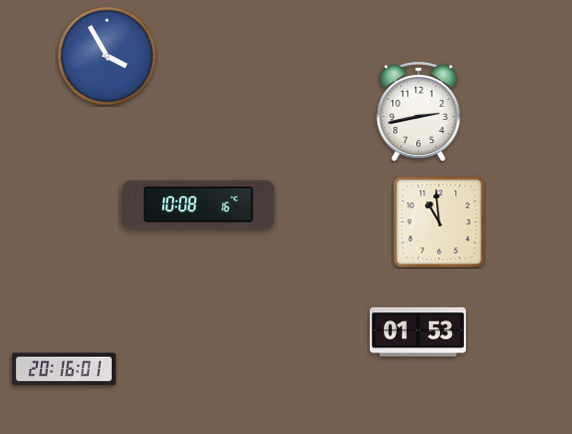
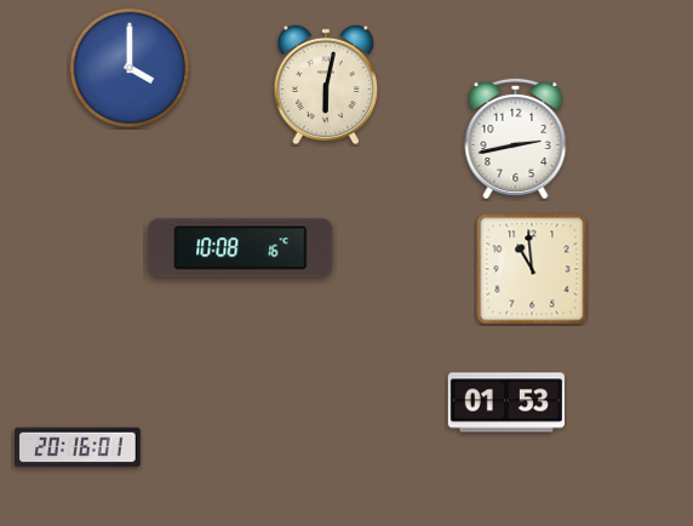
clock at (106, 55): 3:55 -> 4:00
clock at (326, 85): none -> 6:02
clock at (419, 111) position: (419, 111) -> (516, 138)
